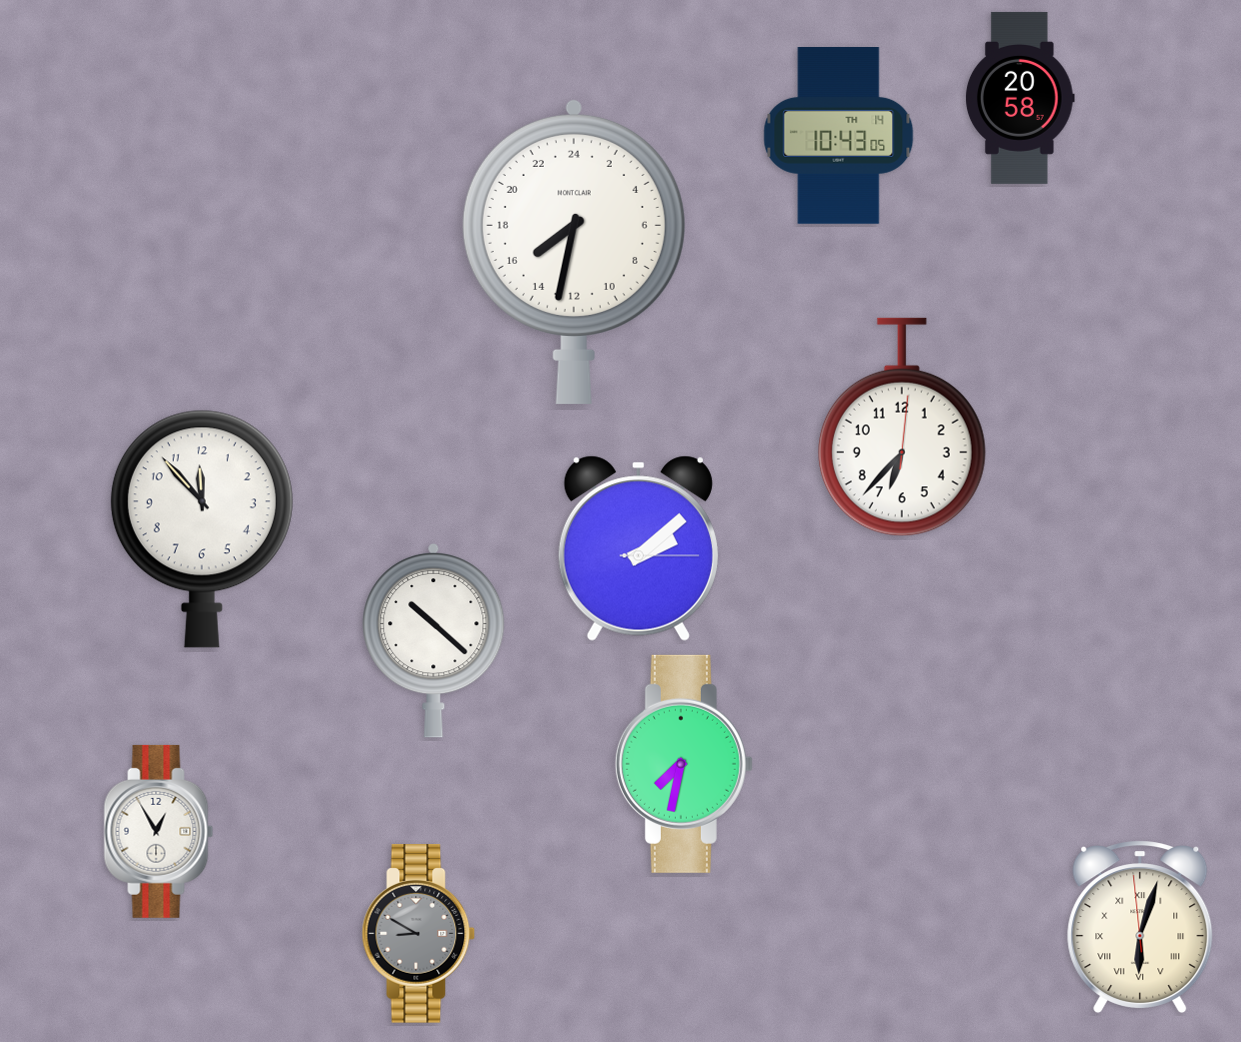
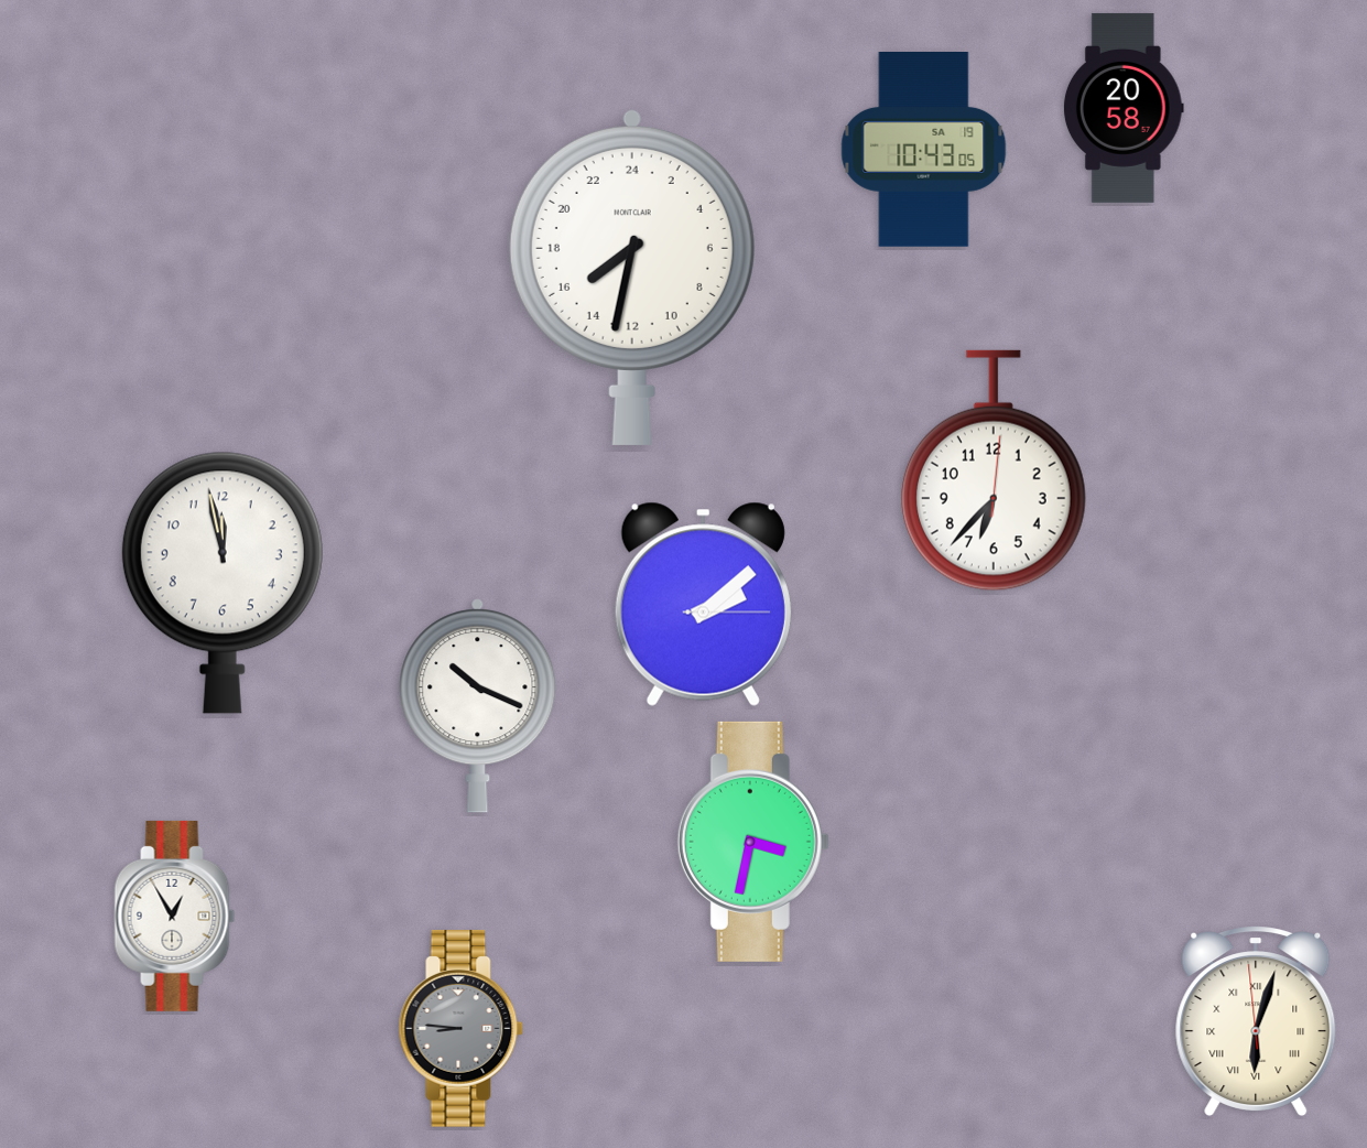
clock at (839, 136) date: TH 14 -> SA 19
clock at (202, 529): 11:53 -> 11:58
clock at (434, 641): 10:22 -> 10:19
clock at (684, 764): 7:32 -> 3:32
clock at (419, 934): 8:50 -> 8:46
